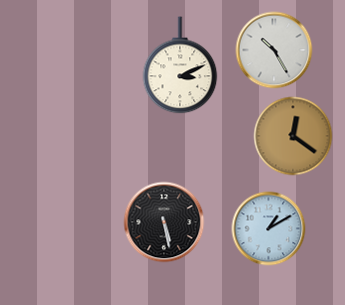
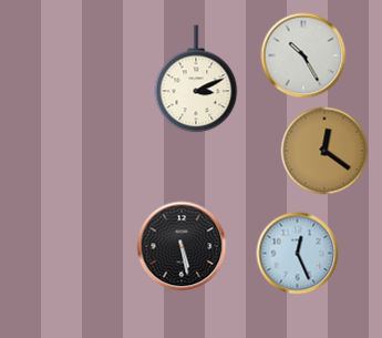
clock at (180, 65) position: (180, 65) -> (196, 79)
clock at (269, 229): 1:10 -> 12:26
